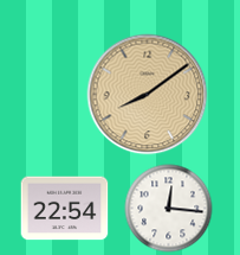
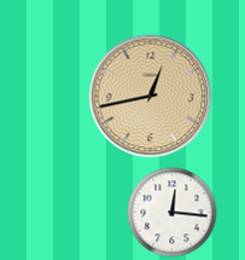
clock at (148, 95): 8:09 -> 12:43
clock at (65, 209): 22:54 -> none
